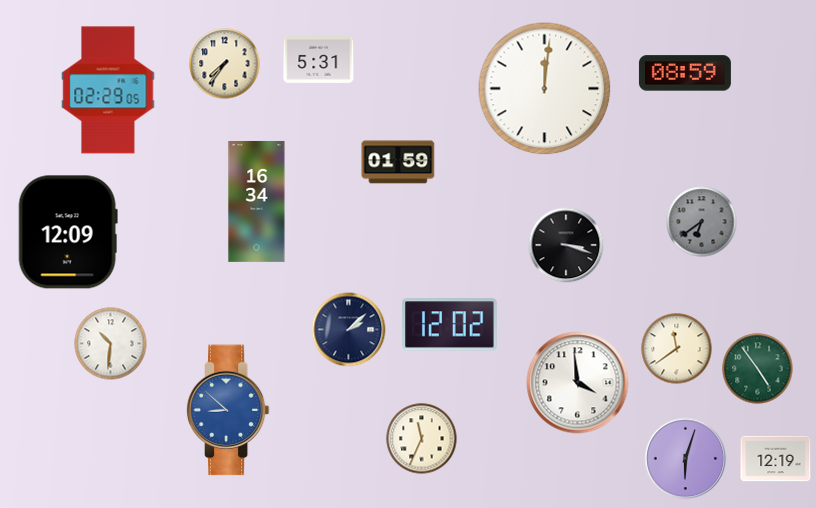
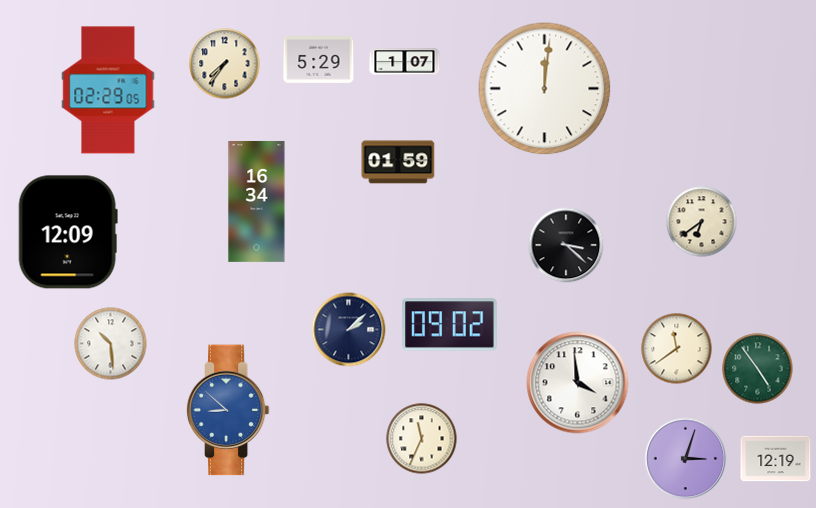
clock at (319, 60): 5:31 -> 5:29
clock at (405, 62): none -> 1:07
clock at (685, 73): 08:59 -> none
clock at (702, 222) dial: grey -> cream
clock at (566, 245): 3:18 -> 3:22
clock at (450, 325): 12:02 -> 09:02
clock at (111, 344): 10:31 -> 10:29
clock at (686, 459): 6:03 -> 3:03
